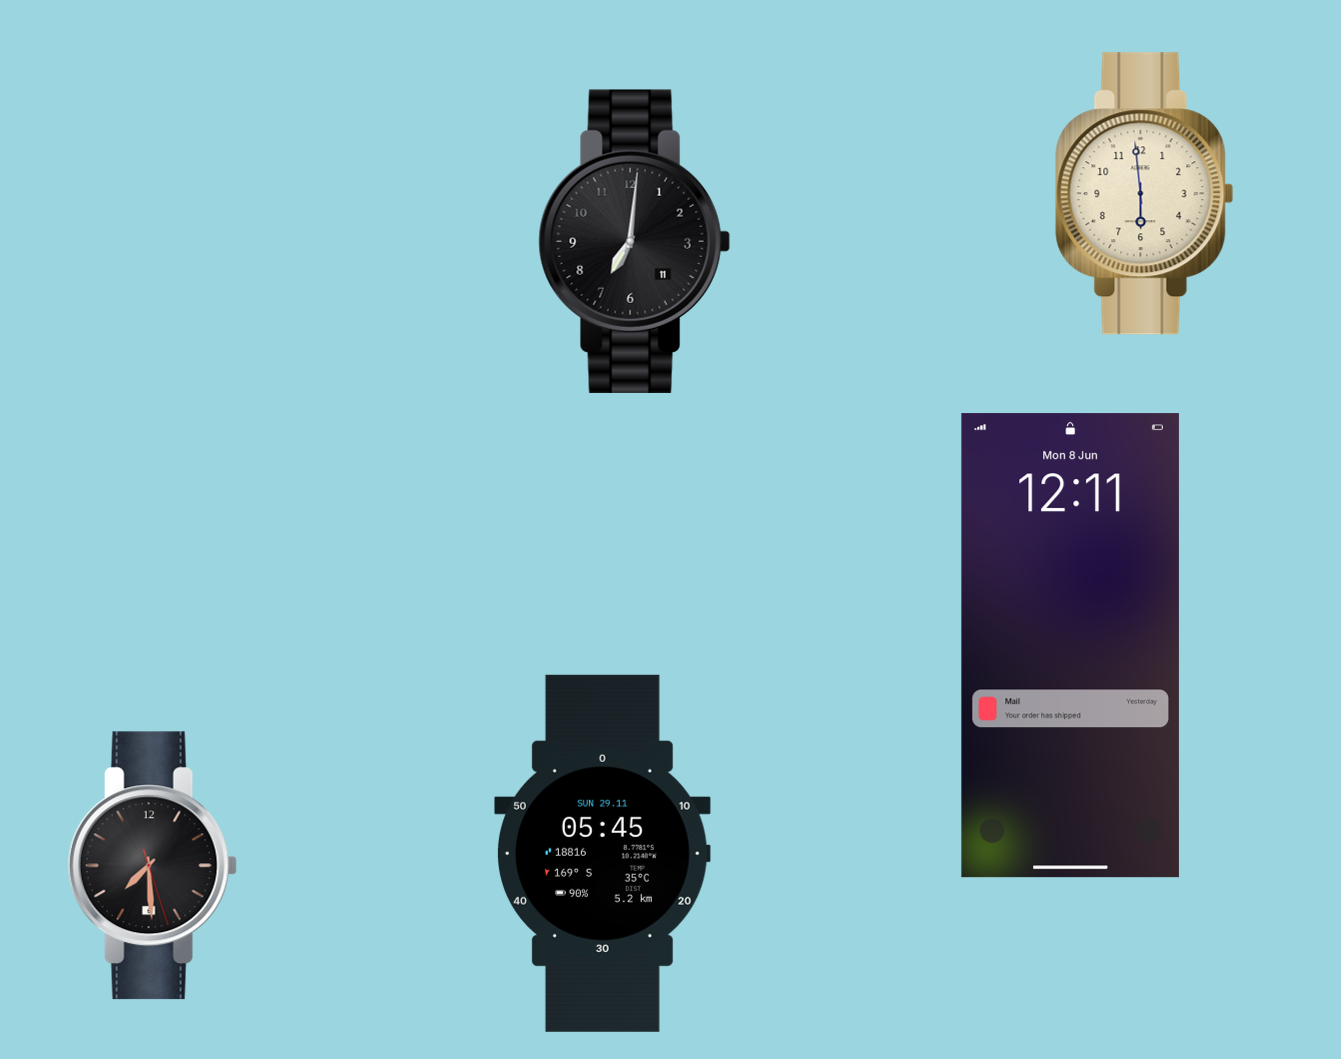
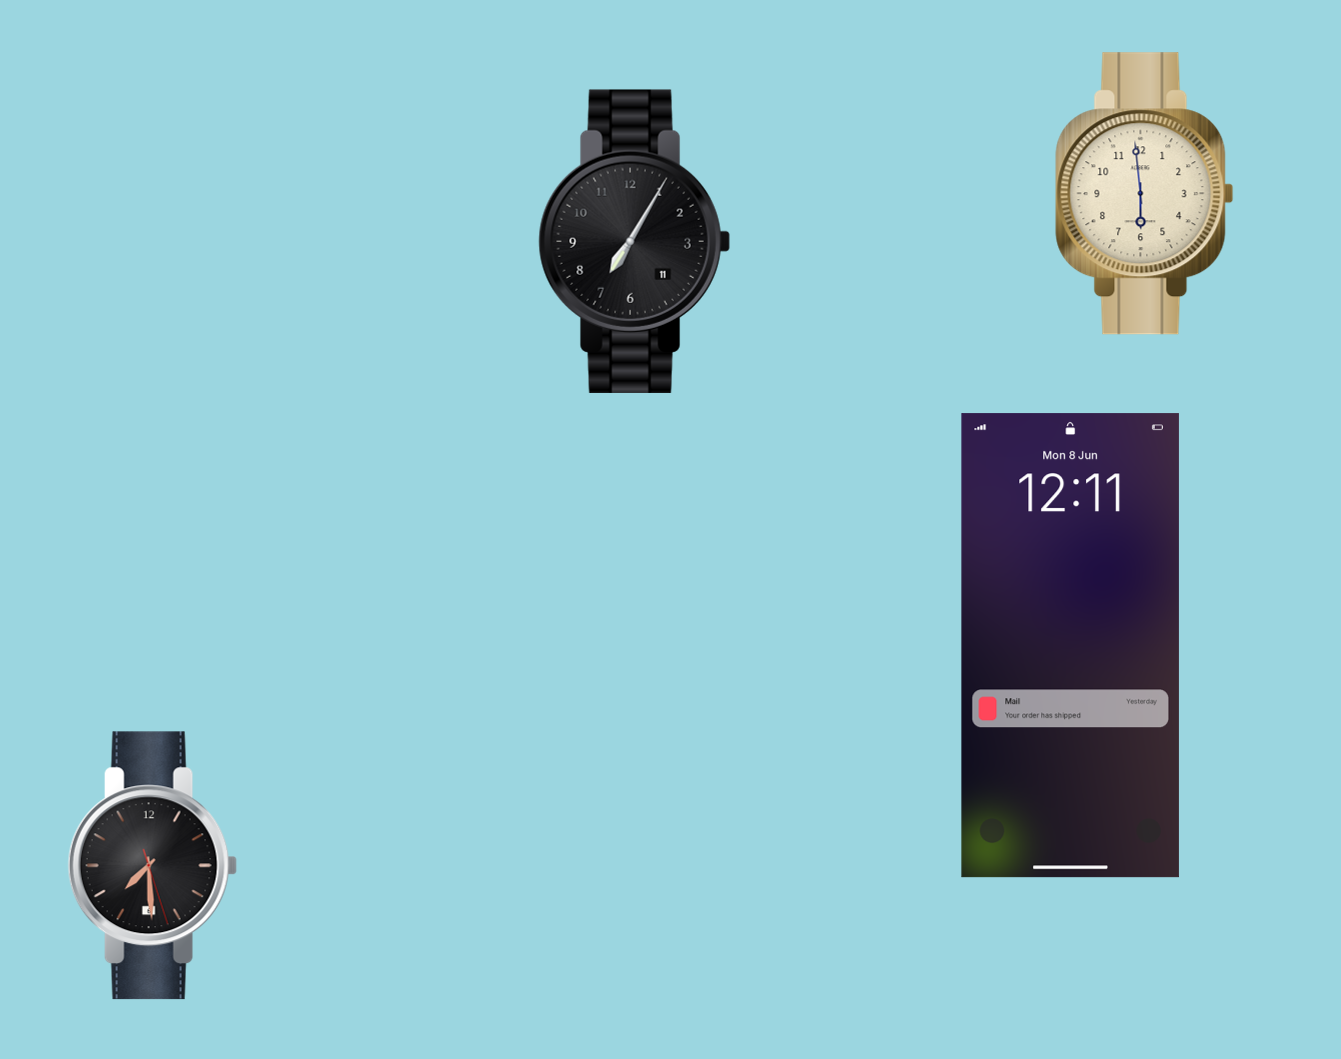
clock at (634, 241): 7:01 -> 7:05
clock at (602, 853): 05:45 -> none
